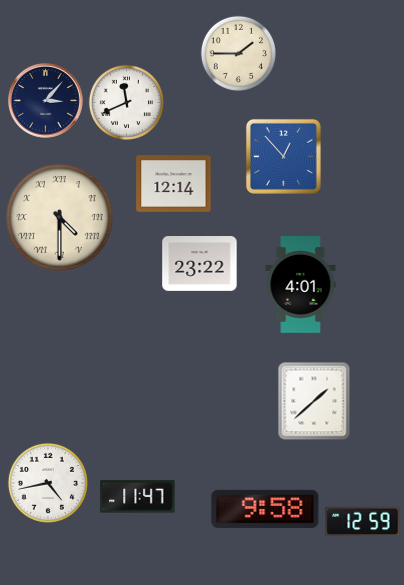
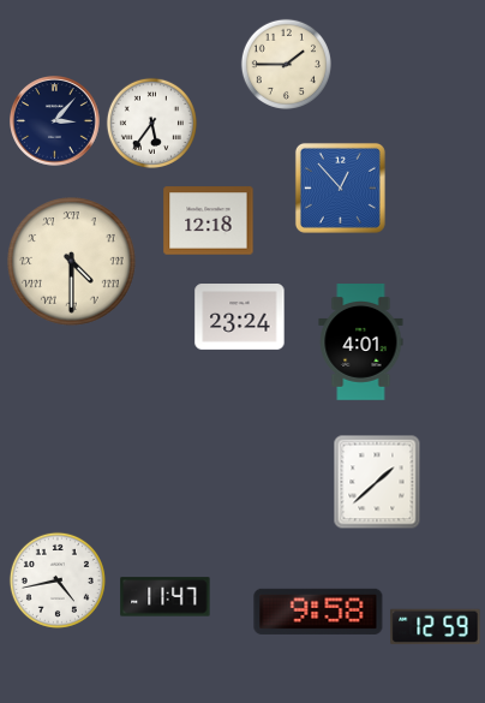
clock at (126, 102): 11:41 -> 5:36
clock at (174, 184): 12:14 -> 12:18
clock at (200, 264): 23:22 -> 23:24
